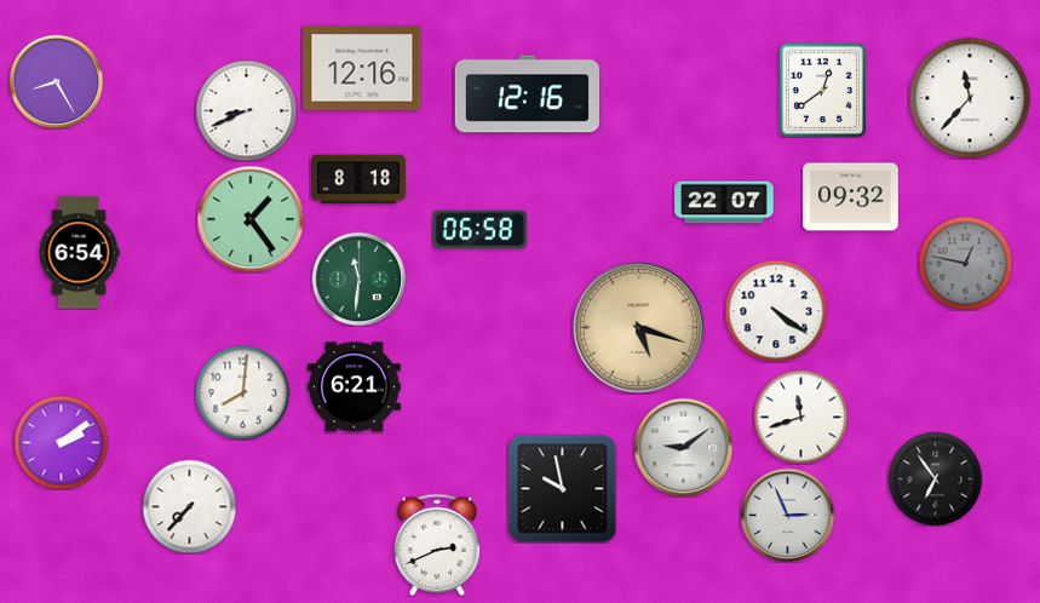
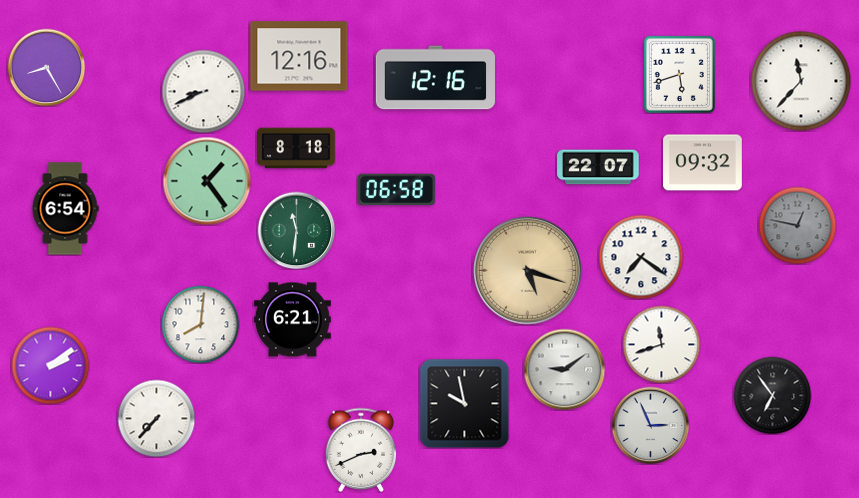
clock at (822, 90): 12:39 -> 5:42
clock at (965, 263) position: (965, 263) -> (797, 225)
clock at (776, 311): 4:21 -> 7:21
